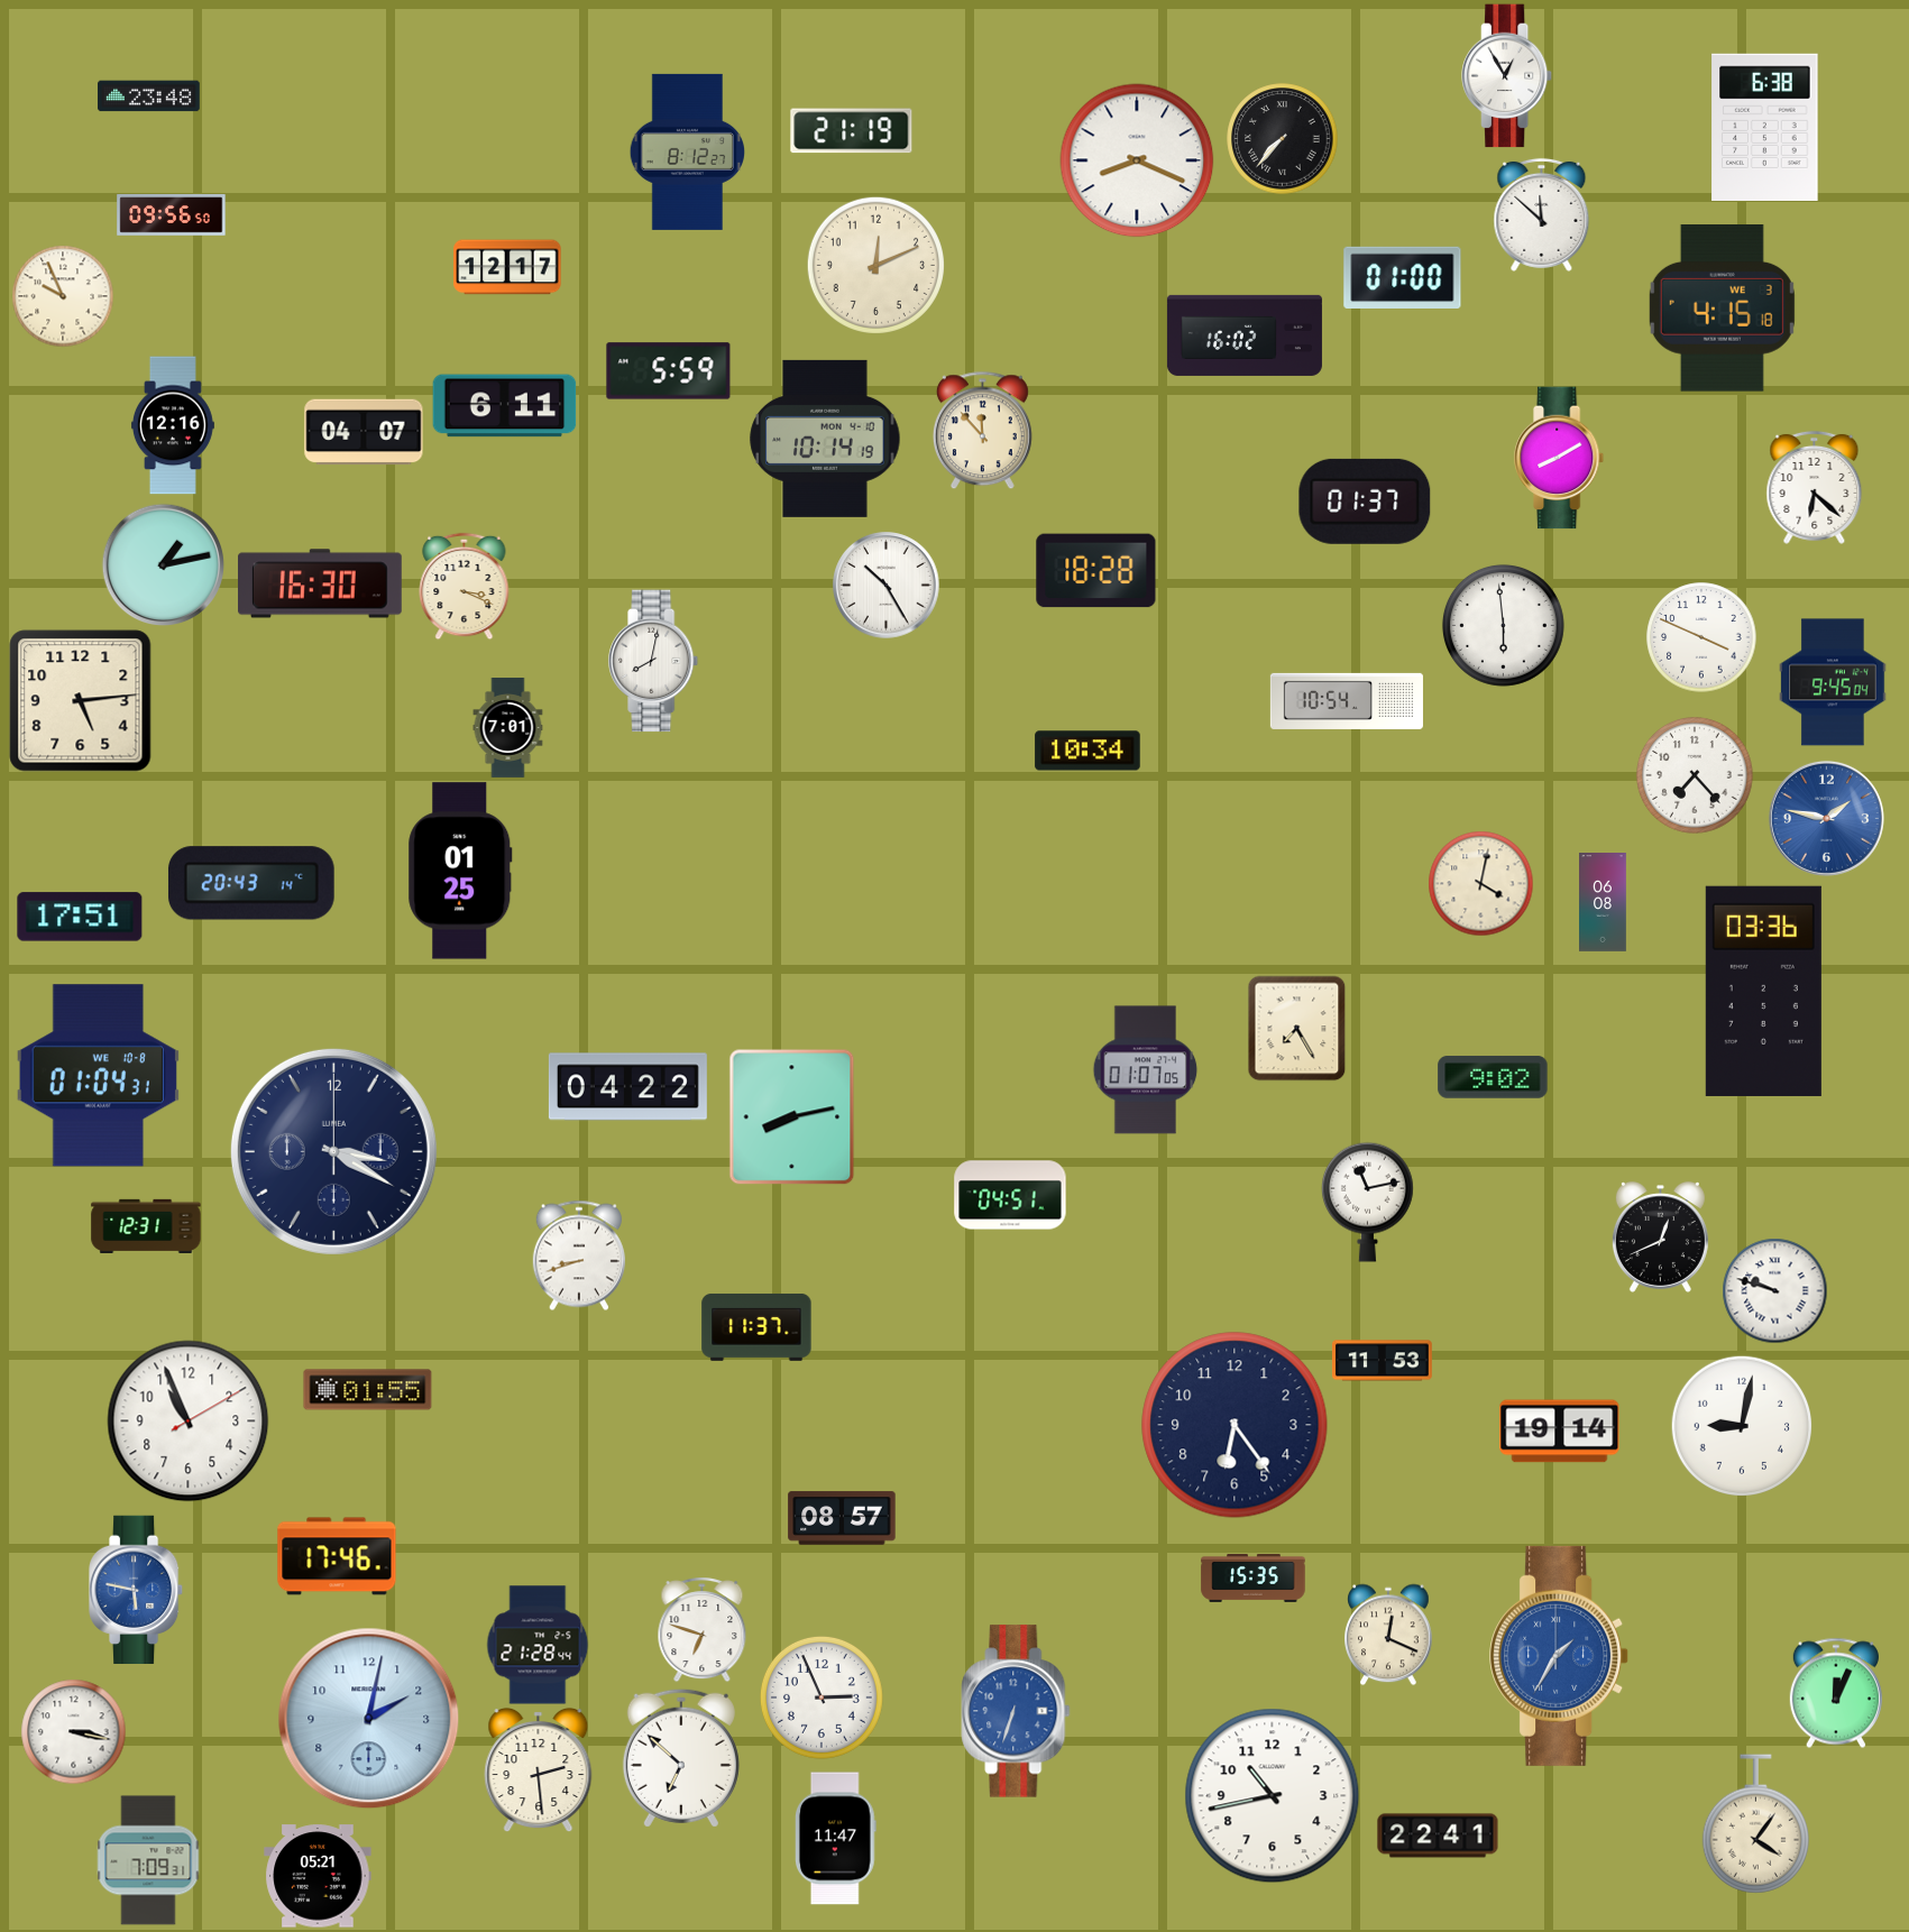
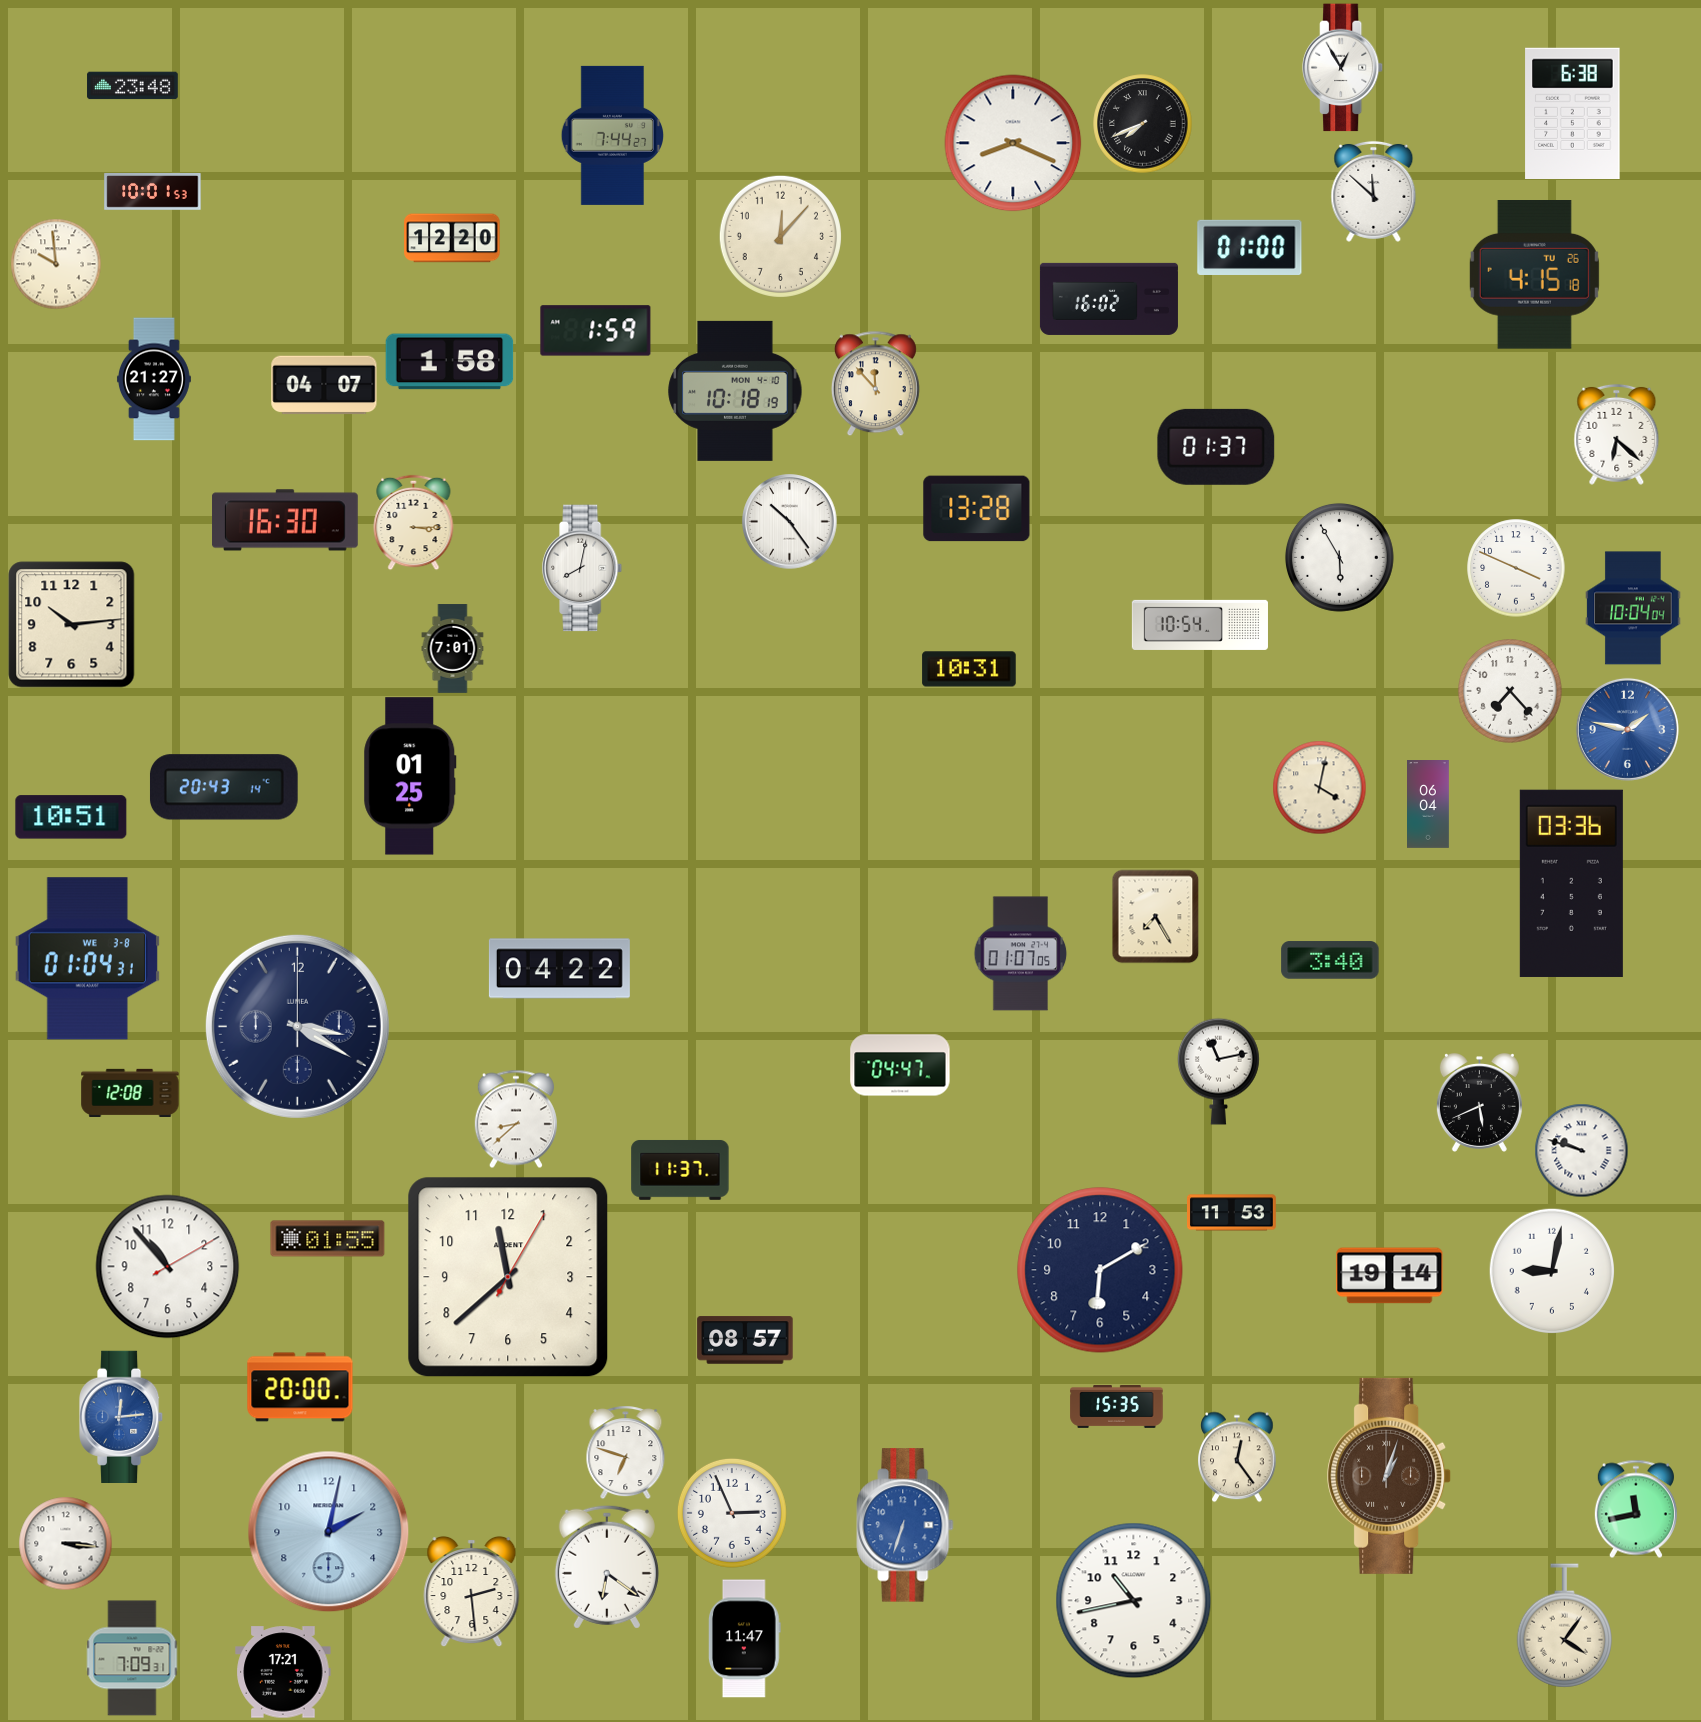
clock at (852, 131): 21:19 -> none
clock at (1283, 139): 7:37 -> 7:41
clock at (687, 151): 8:12 -> 7:44
clock at (172, 215): 09:56 -> 10:01
clock at (875, 265): 12:11 -> 12:07
clock at (507, 267): 12:17 -> 12:20
clock at (63, 296): 9:56 -> 9:59
clock at (1722, 309) date: WE 3 -> TU 26
clock at (669, 371): 5:59 -> 1:59
clock at (505, 406): 6:11 -> 1:58
clock at (173, 425): 12:16 -> 21:27
clock at (825, 439): 10:14 -> 10:18
clock at (1560, 458): 8:10 -> none
clock at (163, 564): 1:13 -> none
clock at (1096, 571): 18:28 -> 13:28
clock at (465, 586): 3:19 -> 3:15
clock at (887, 586): 10:25 -> 10:24
clock at (1503, 625): 5:59 -> 5:55
clock at (654, 661) position: (654, 661) -> (583, 568)
clock at (1833, 682): 9:45 -> 10:04
clock at (81, 701): 5:14 -> 10:14
clock at (1087, 751): 10:34 -> 10:31
clock at (1603, 903): 06:08 -> 06:04
clock at (80, 917): 17:51 -> 10:51
clock at (98, 1076) date: WE 10-8 -> WE 3-8
clock at (1493, 1077): 9:02 -> 3:40
clock at (792, 1117): 8:13 -> none
clock at (1010, 1195): 04:51 -> 04:47
clock at (146, 1225): 12:31 -> 12:08
clock at (1660, 1238): 12:41 -> 5:41
clock at (579, 1255): 8:42 -> 8:38
clock at (756, 1327) position: (756, 1327) -> (680, 1170)
clock at (189, 1422): 10:56 -> 10:53
clock at (1235, 1425): 6:24 -> 6:10
clock at (508, 1277): none -> 11:38
clock at (842, 1518) position: (842, 1518) -> (745, 1340)
clock at (337, 1556): 17:46 -> 20:00
clock at (137, 1589): 5:47 -> 12:14
clock at (1388, 1635): 12:19 -> 12:24
clock at (538, 1645): 21:28 -> none
clock at (1560, 1656): 1:35 -> 1:03
clock at (1560, 1656) dial: blue -> brown
clock at (1836, 1693): 12:04 -> 11:43
clock at (73, 1731): 3:17 -> 3:16
clock at (681, 1758): 6:52 -> 6:21
clock at (539, 1769) position: (539, 1769) -> (472, 1591)
clock at (1438, 1836): 22:41 -> none
clock at (318, 1876): 05:21 -> 17:21
